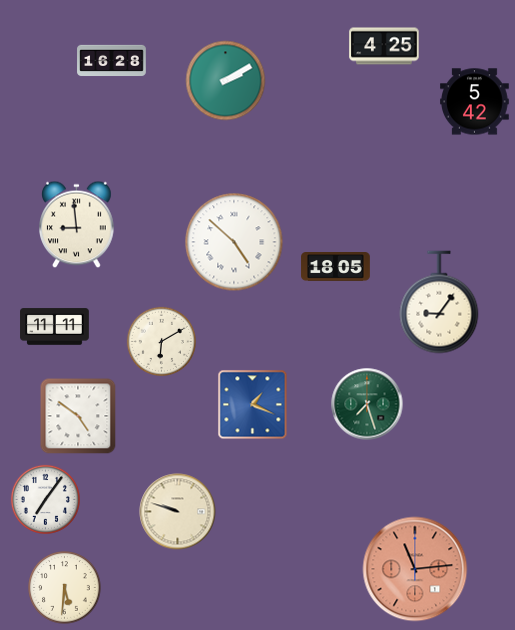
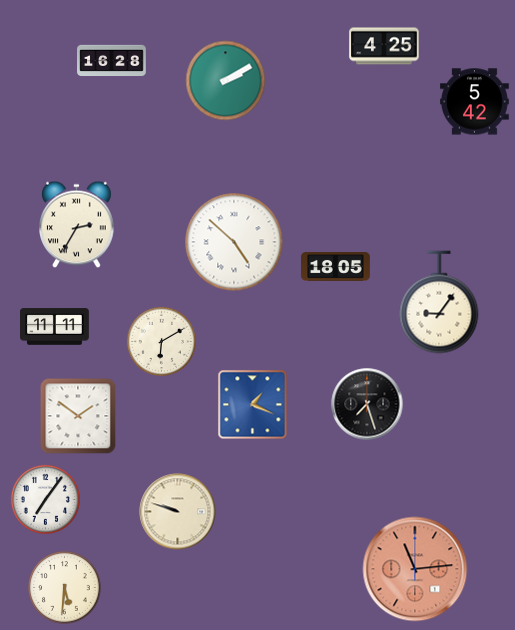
clock at (77, 225): 8:59 -> 2:35
clock at (367, 404) dial: green -> black
clock at (78, 416): 4:51 -> 1:51
